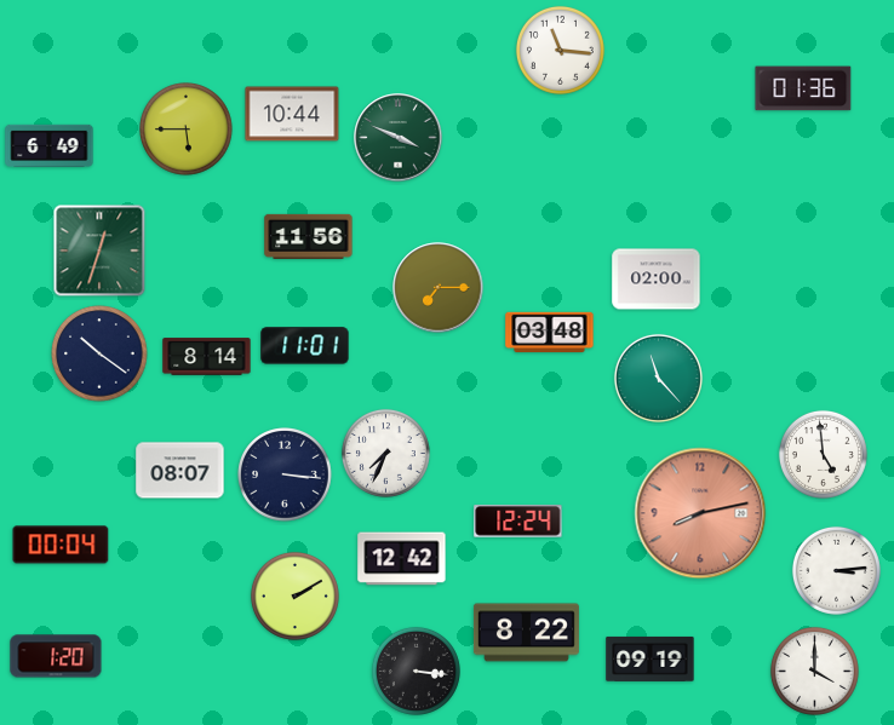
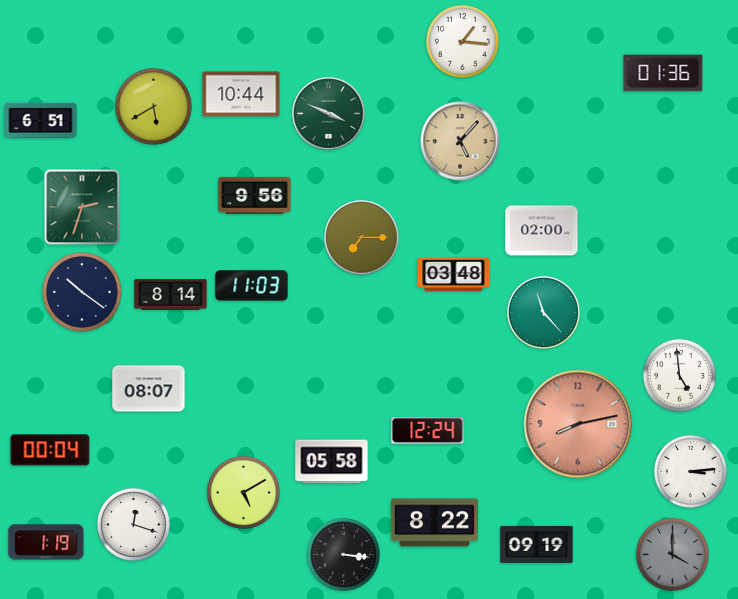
clock at (560, 50): 11:16 -> 1:16
clock at (187, 130): 5:45 -> 5:40
clock at (50, 145): 6:49 -> 6:51
clock at (460, 141): none -> 5:07
clock at (309, 236): 11:56 -> 9:56
clock at (99, 251): 12:33 -> 2:33
clock at (305, 346): 11:01 -> 11:03
clock at (385, 453): 7:34 -> none
clock at (285, 474): 3:16 -> none
clock at (402, 559): 12:42 -> 05:58
clock at (294, 595): 2:10 -> 5:10
clock at (133, 524): none -> 12:18
clock at (56, 656): 1:20 -> 1:19
clock at (814, 671) dial: white -> grey
